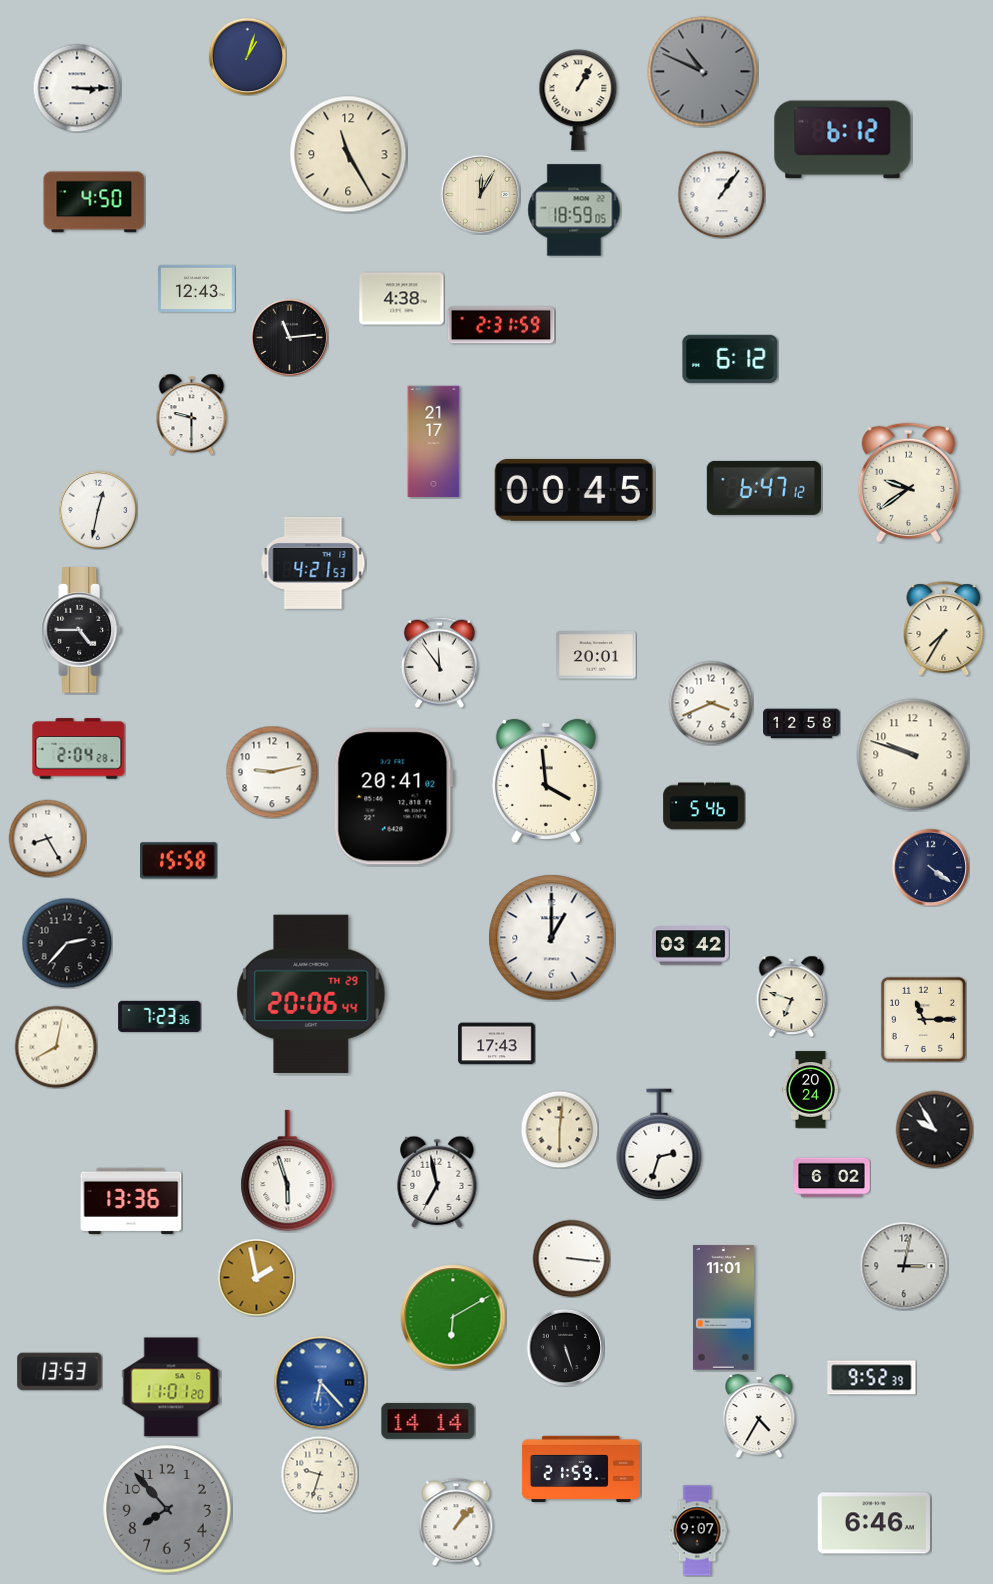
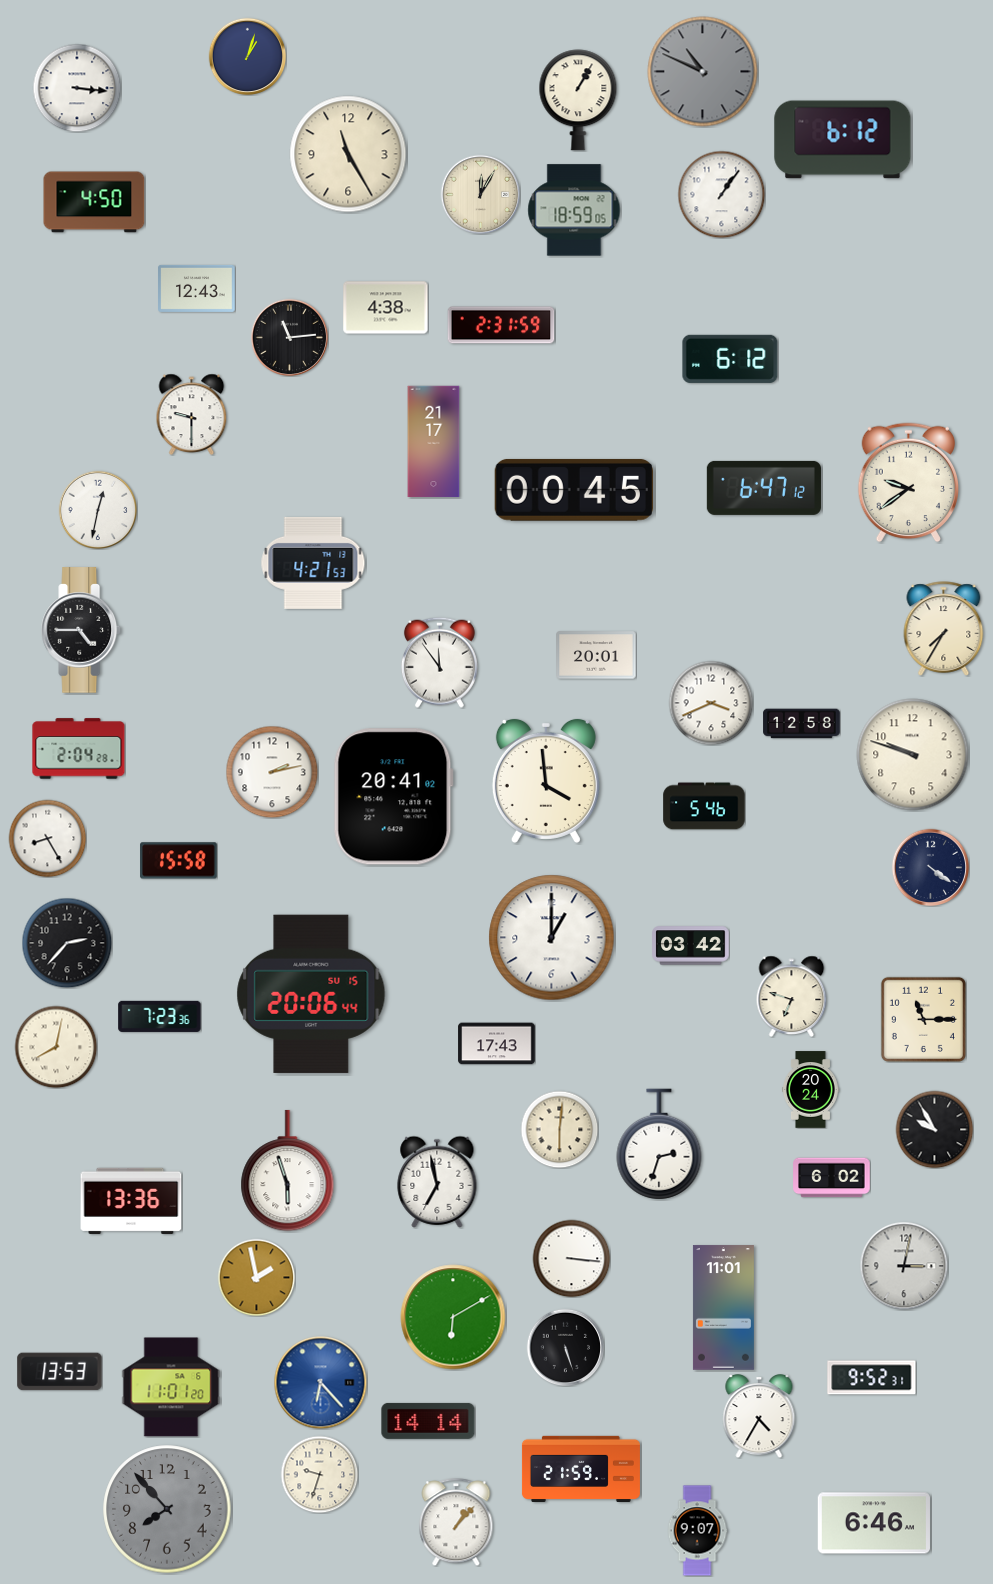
clock at (77, 88): 3:15 -> 3:16
clock at (402, 299) position: (402, 299) -> (386, 308)
clock at (272, 772): 9:13 -> 2:13
clock at (311, 994) date: TH 29 -> SU 15
clock at (872, 1378): 9:52:39 -> 9:52:31
